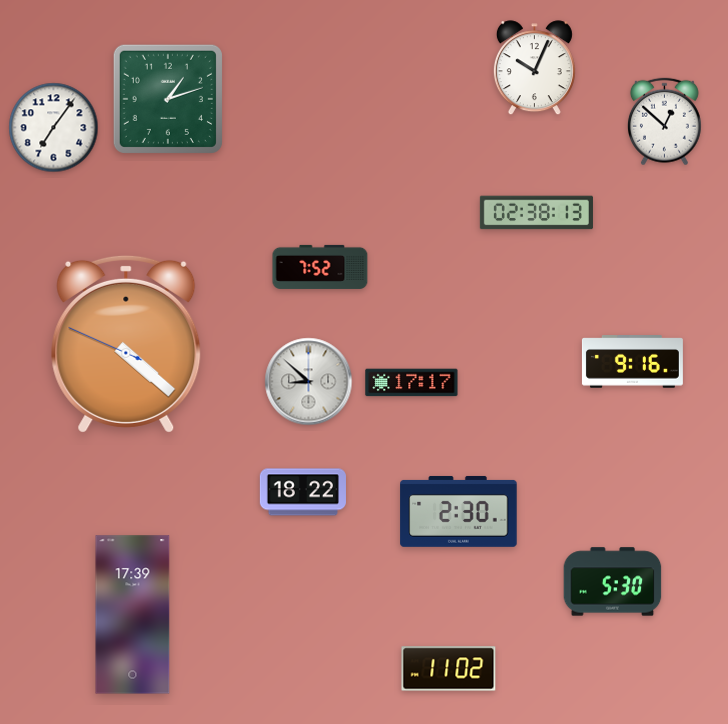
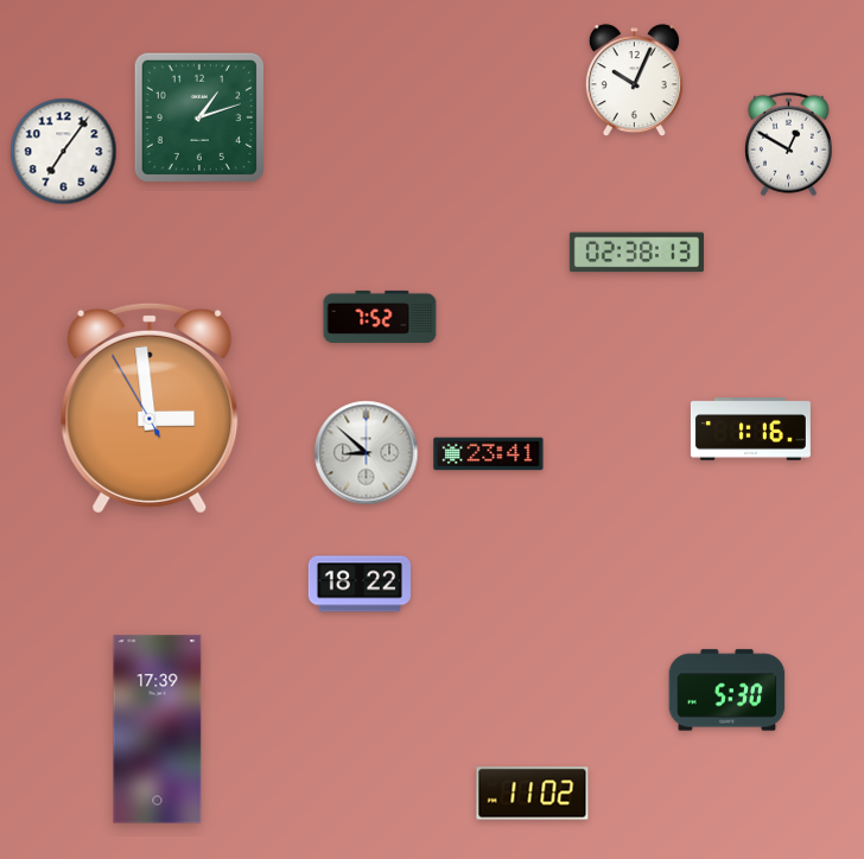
clock at (664, 122): 12:52 -> 12:50
clock at (126, 344): 4:21 -> 2:58
clock at (632, 362): 9:16 -> 1:16
clock at (412, 383): 17:17 -> 23:41
clock at (459, 511): 2:30 -> none
